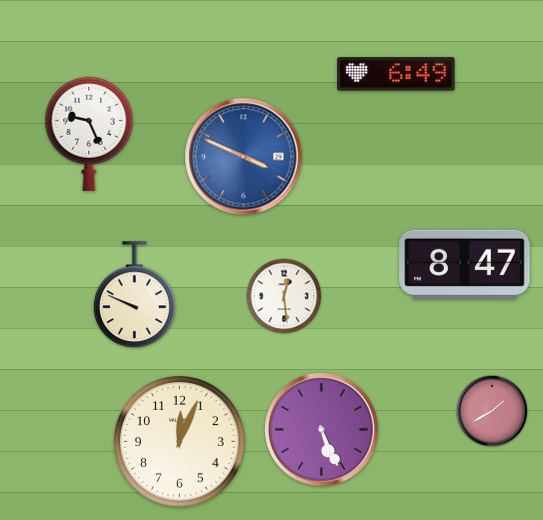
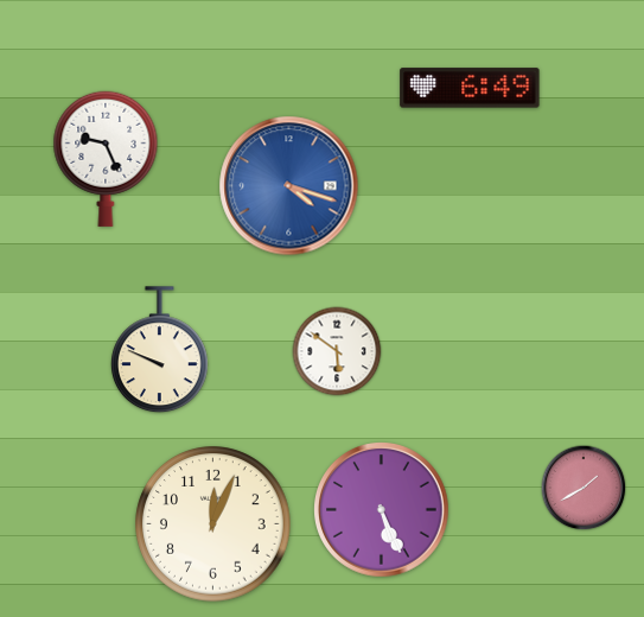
clock at (244, 157): 3:49 -> 4:18
clock at (465, 264): 8:47 -> none
clock at (284, 296): 12:29 -> 5:51
